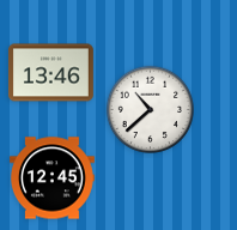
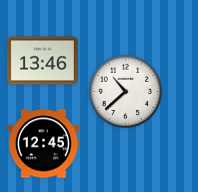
clock at (51, 178) position: (51, 178) -> (43, 144)
